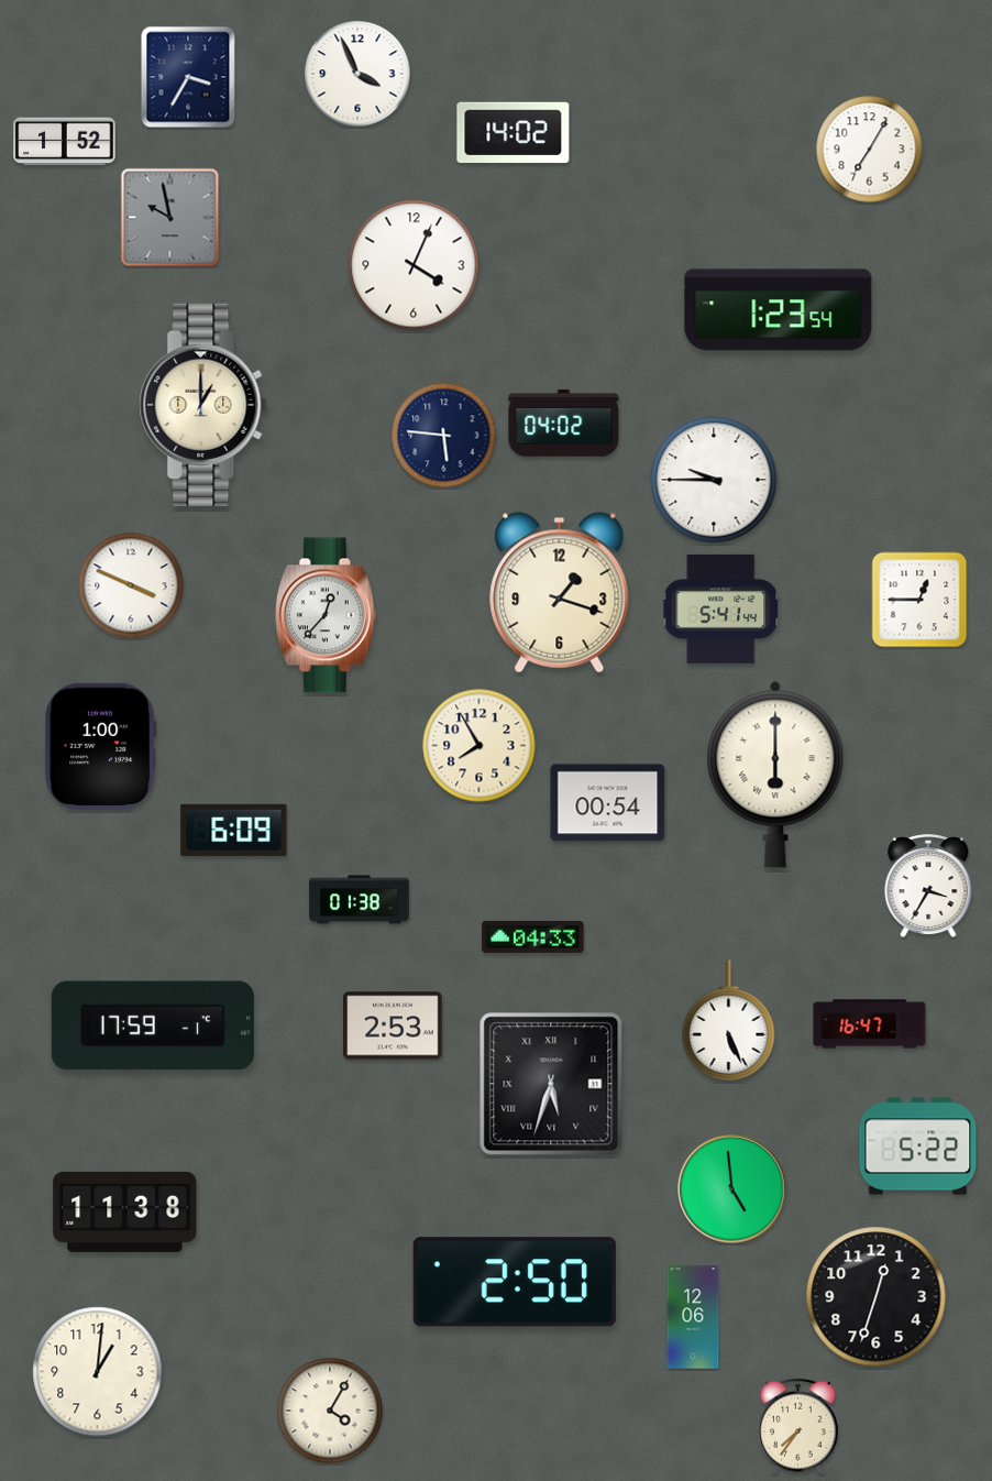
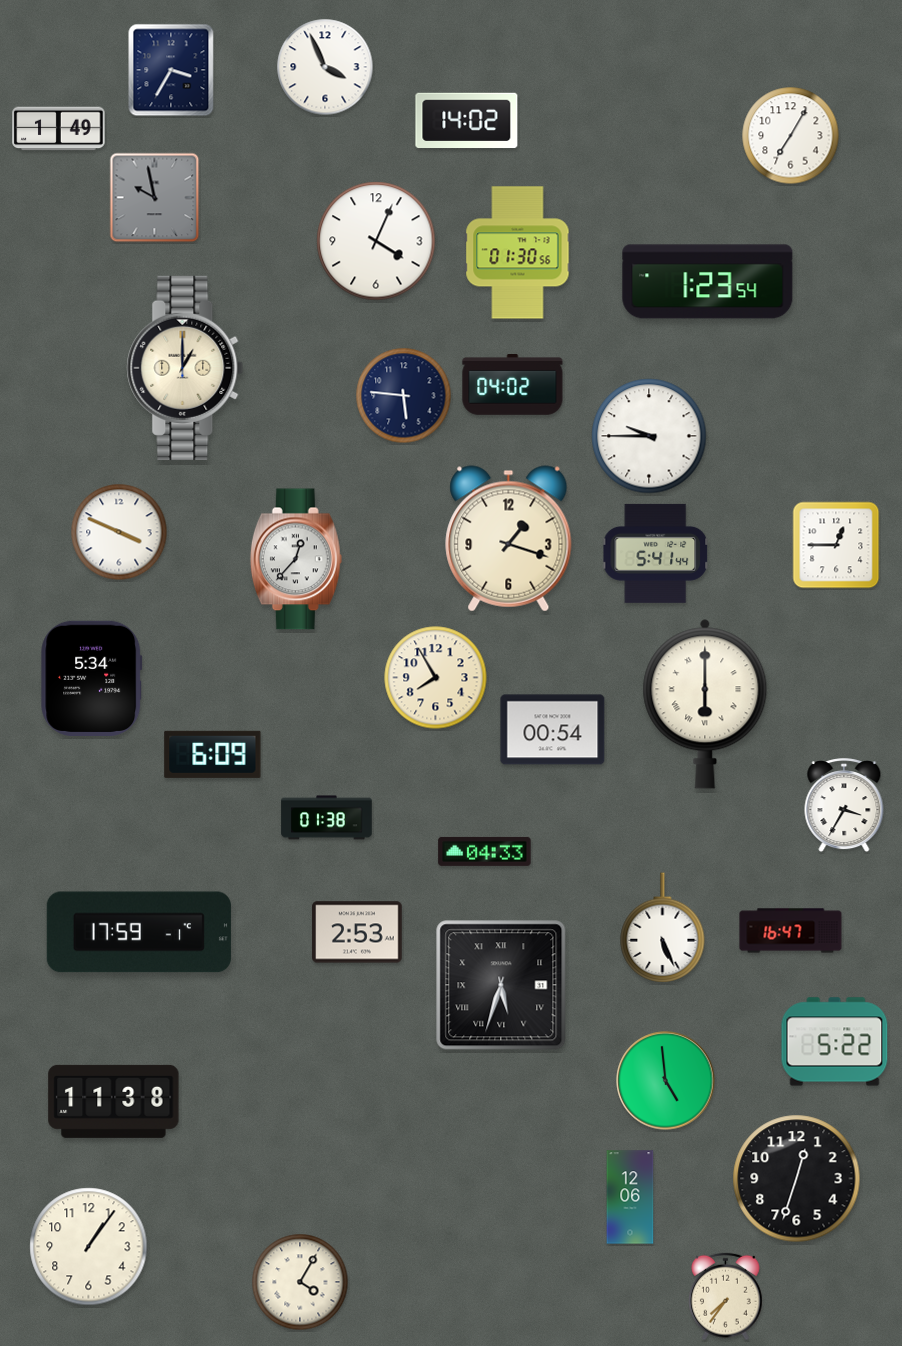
clock at (65, 142): 1:52 -> 1:49
clock at (518, 253): none -> 01:30
clock at (101, 746): 1:00 -> 5:34
clock at (515, 1282): 2:50 -> none
clock at (98, 1372): 1:01 -> 1:06
